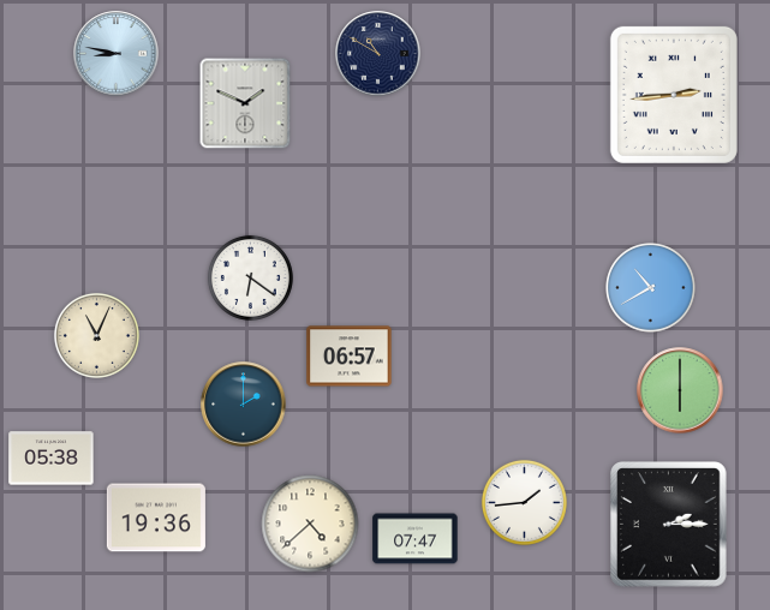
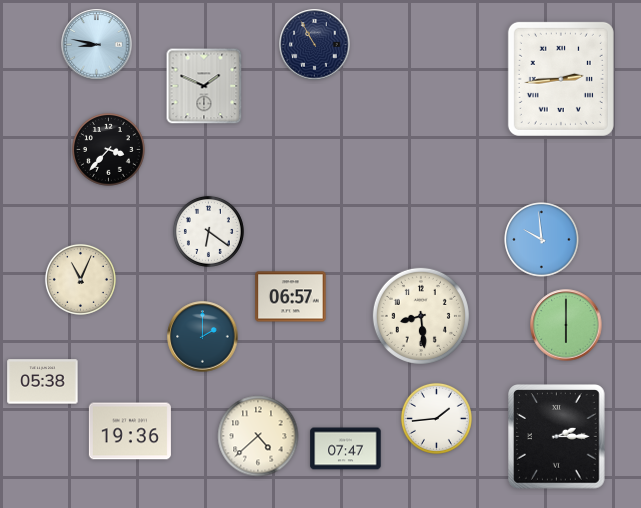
clock at (378, 54): 10:50 -> 10:55
clock at (109, 150): none -> 3:37
clock at (651, 288): 10:40 -> 9:59
clock at (421, 316): none -> 8:29
